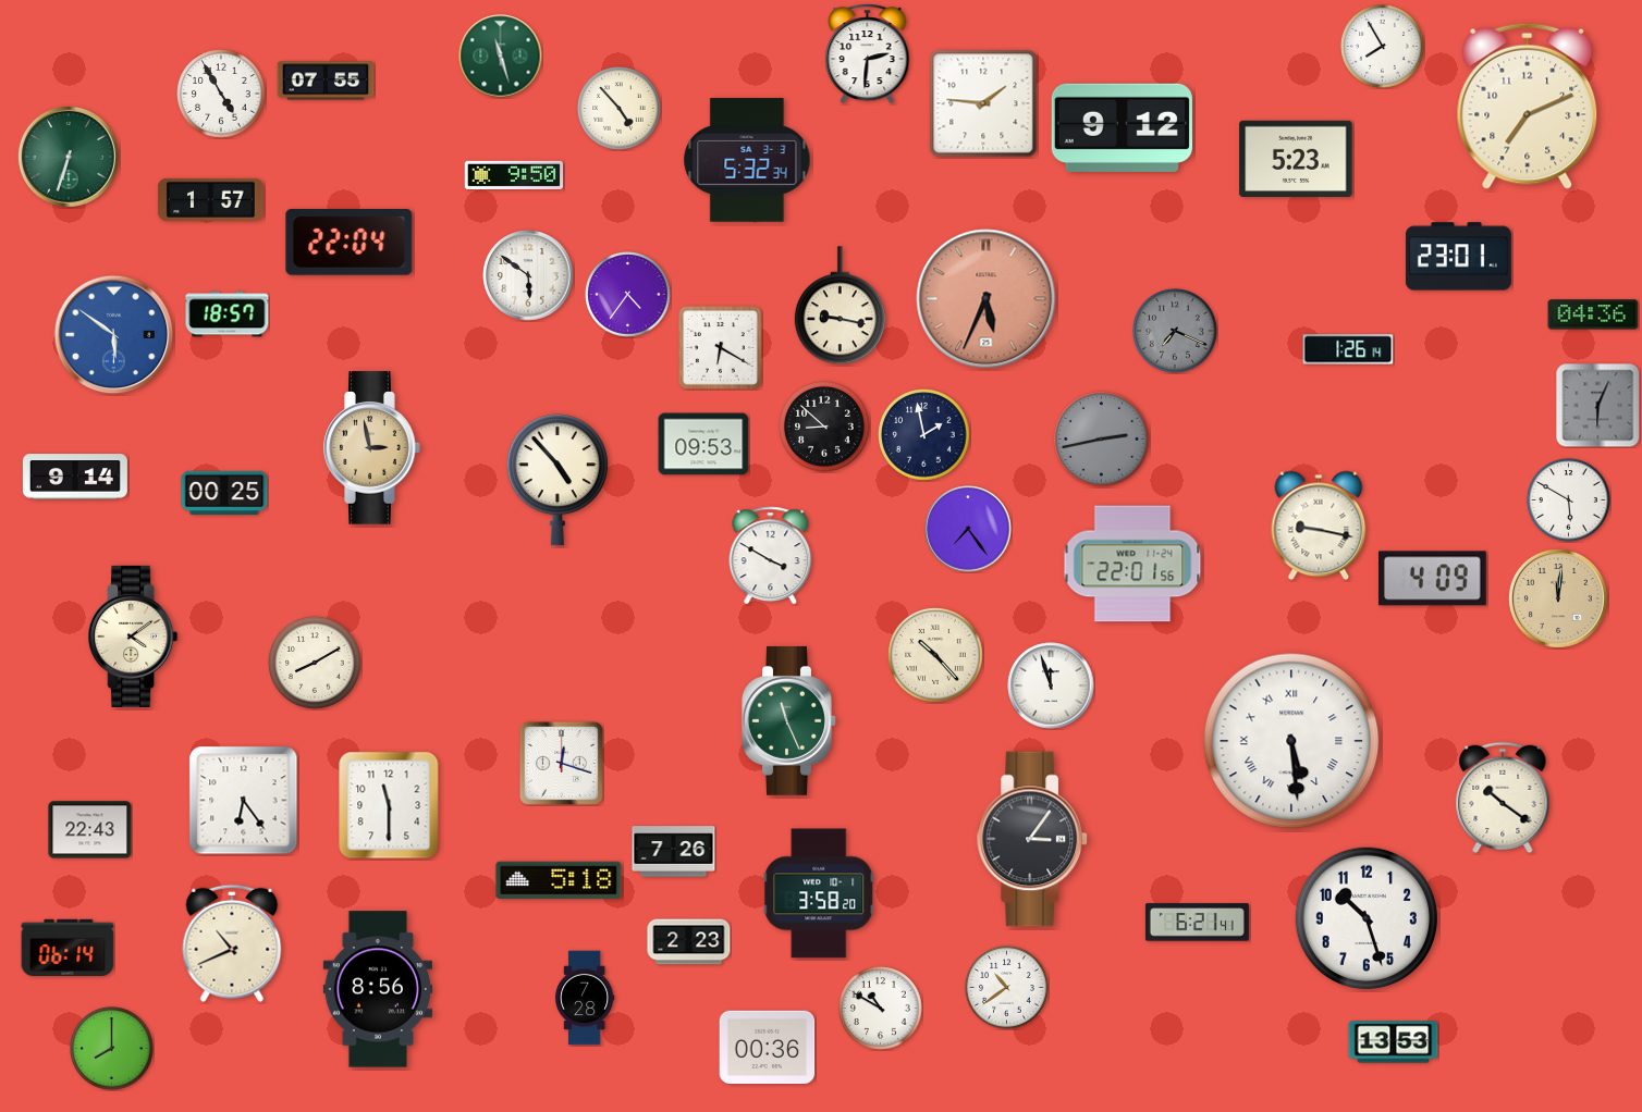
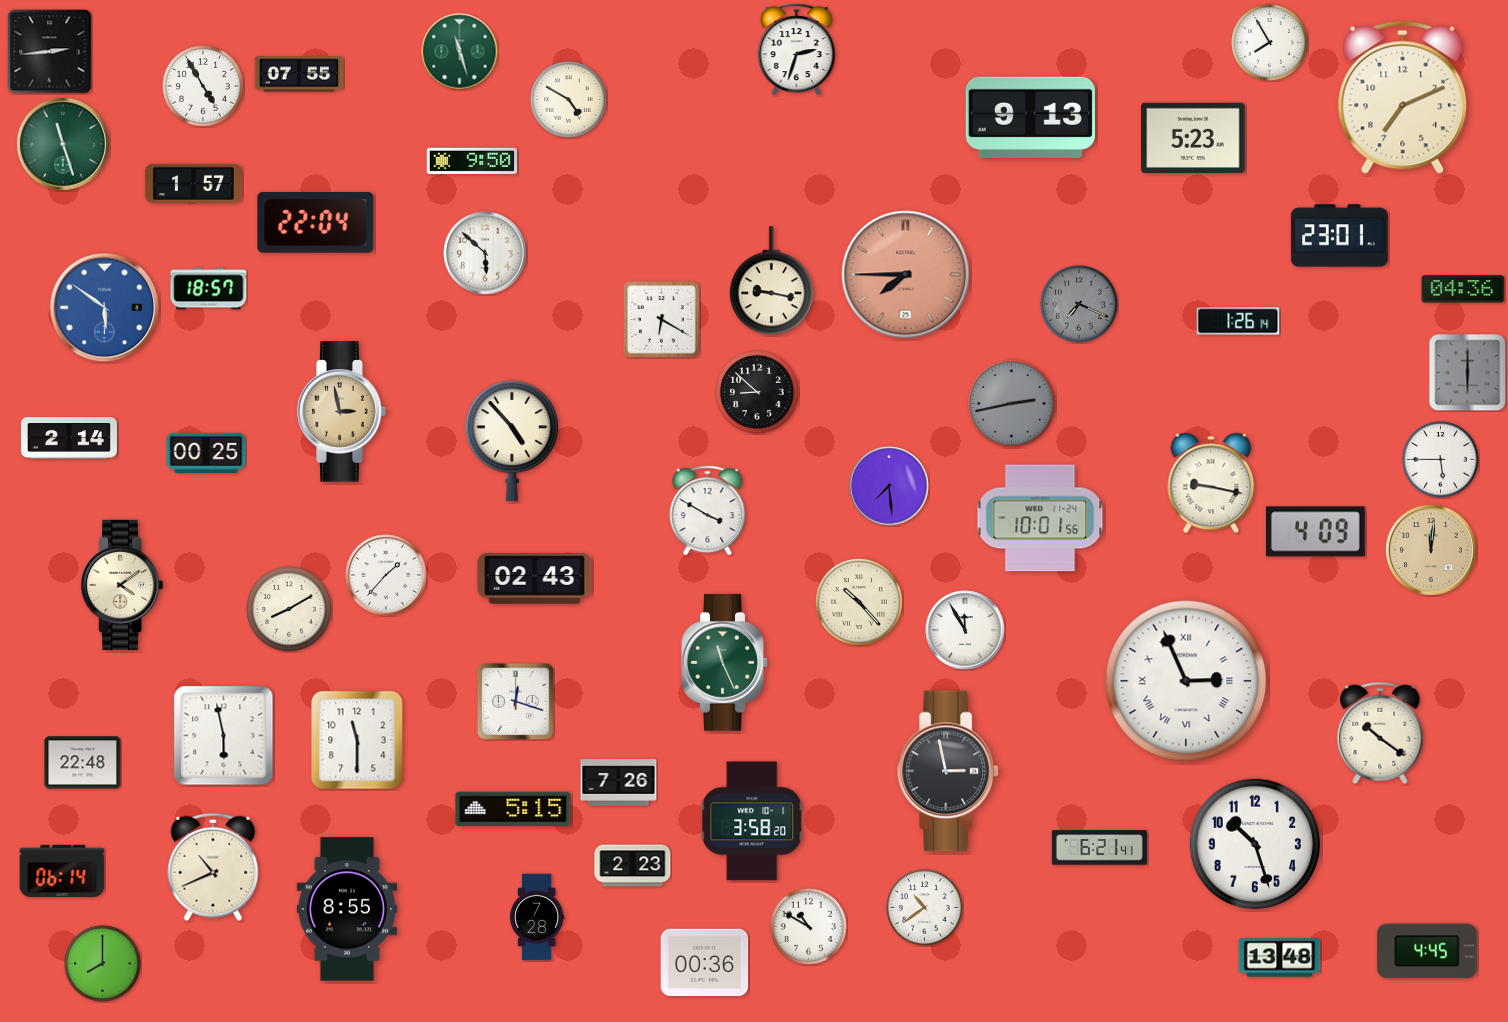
clock at (868, 54): 2:31 -> 2:33
clock at (50, 52): none -> 2:44
clock at (983, 103): 1:46 -> none
clock at (620, 109): 4:53 -> 4:50
clock at (1122, 127): 9:12 -> 9:13
clock at (69, 157): 6:33 -> 11:27
clock at (1296, 158) position: (1296, 158) -> (1193, 137)
clock at (747, 160): 5:32 -> none
clock at (350, 243) position: (350, 243) -> (316, 223)
clock at (528, 275): 5:51 -> 5:52
clock at (628, 295): 4:36 -> none
clock at (987, 299): 5:34 -> 7:45
clock at (1598, 406): 6:04 -> 6:00
clock at (924, 435): 1:58 -> none
clock at (703, 444): 09:53 -> none
clock at (75, 477): 9:14 -> 2:14
clock at (1569, 501): 5:50 -> 5:45
clock at (968, 529): 7:24 -> 7:29
clock at (1132, 564): 22:01 -> 10:01
clock at (386, 575): none -> 1:37
clock at (535, 579): none -> 02:43
clock at (1051, 685): 11:57 -> 11:55
clock at (1291, 741): 5:29 -> 2:56
clock at (244, 801): 6:24 -> 5:58
clock at (90, 830): 22:43 -> 22:48
clock at (1032, 839): 3:06 -> 2:58
clock at (559, 880): 5:18 -> 5:15
clock at (377, 989): 8:56 -> 8:55
clock at (1427, 951): none -> 4:45
clock at (1394, 1042): 13:53 -> 13:48
